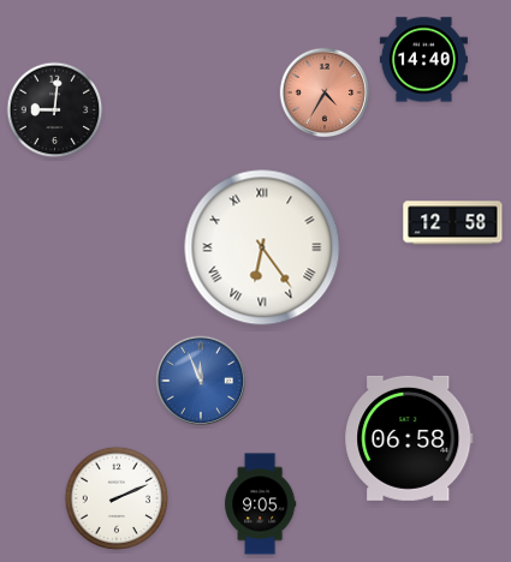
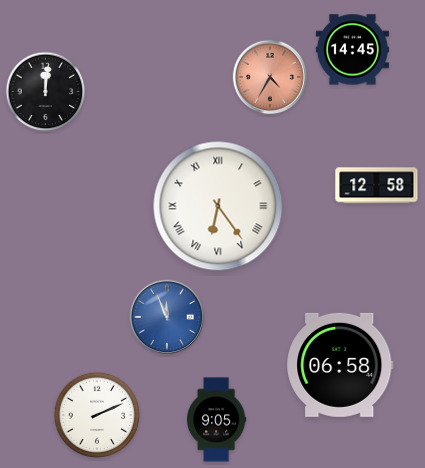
clock at (423, 60): 14:40 -> 14:45
clock at (55, 110): 9:01 -> 12:01
